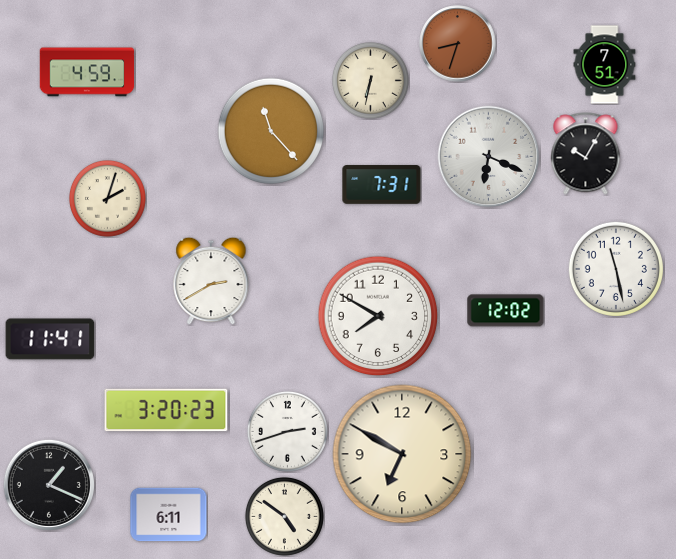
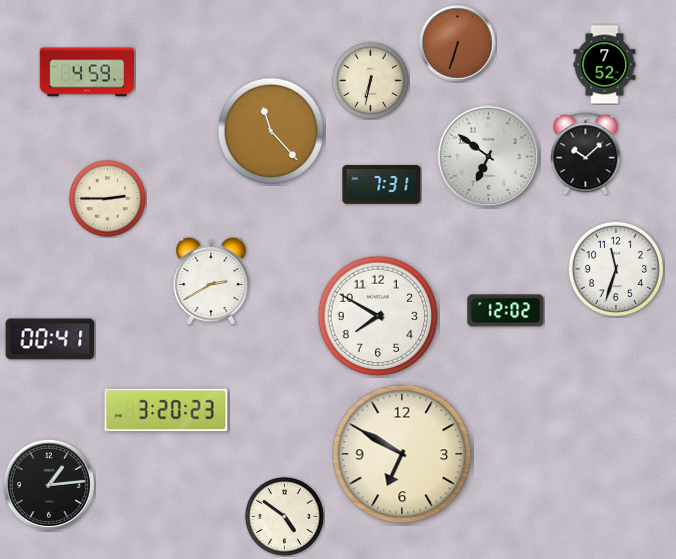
clock at (458, 44): 8:33 -> 6:33
clock at (605, 65): 7:51 -> 7:52
clock at (586, 154): 10:05 -> 10:08
clock at (489, 157): 6:19 -> 6:51
clock at (107, 198): 2:03 -> 2:45
clock at (616, 269): 11:28 -> 11:33
clock at (50, 339): 11:41 -> 00:41
clock at (287, 431): 2:42 -> none
clock at (49, 485): 1:19 -> 1:14
clock at (169, 515): 6:11 -> none
